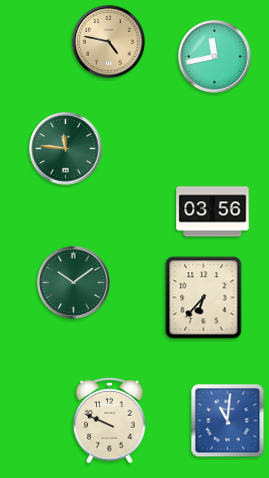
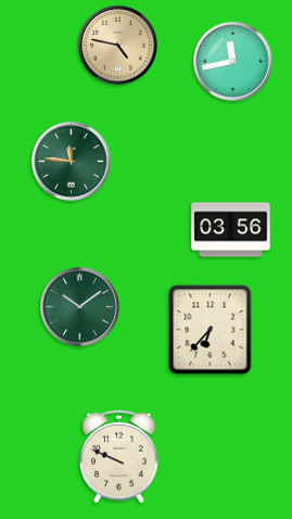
clock at (204, 298) position: (204, 298) -> (211, 330)
clock at (228, 421): 11:01 -> none
